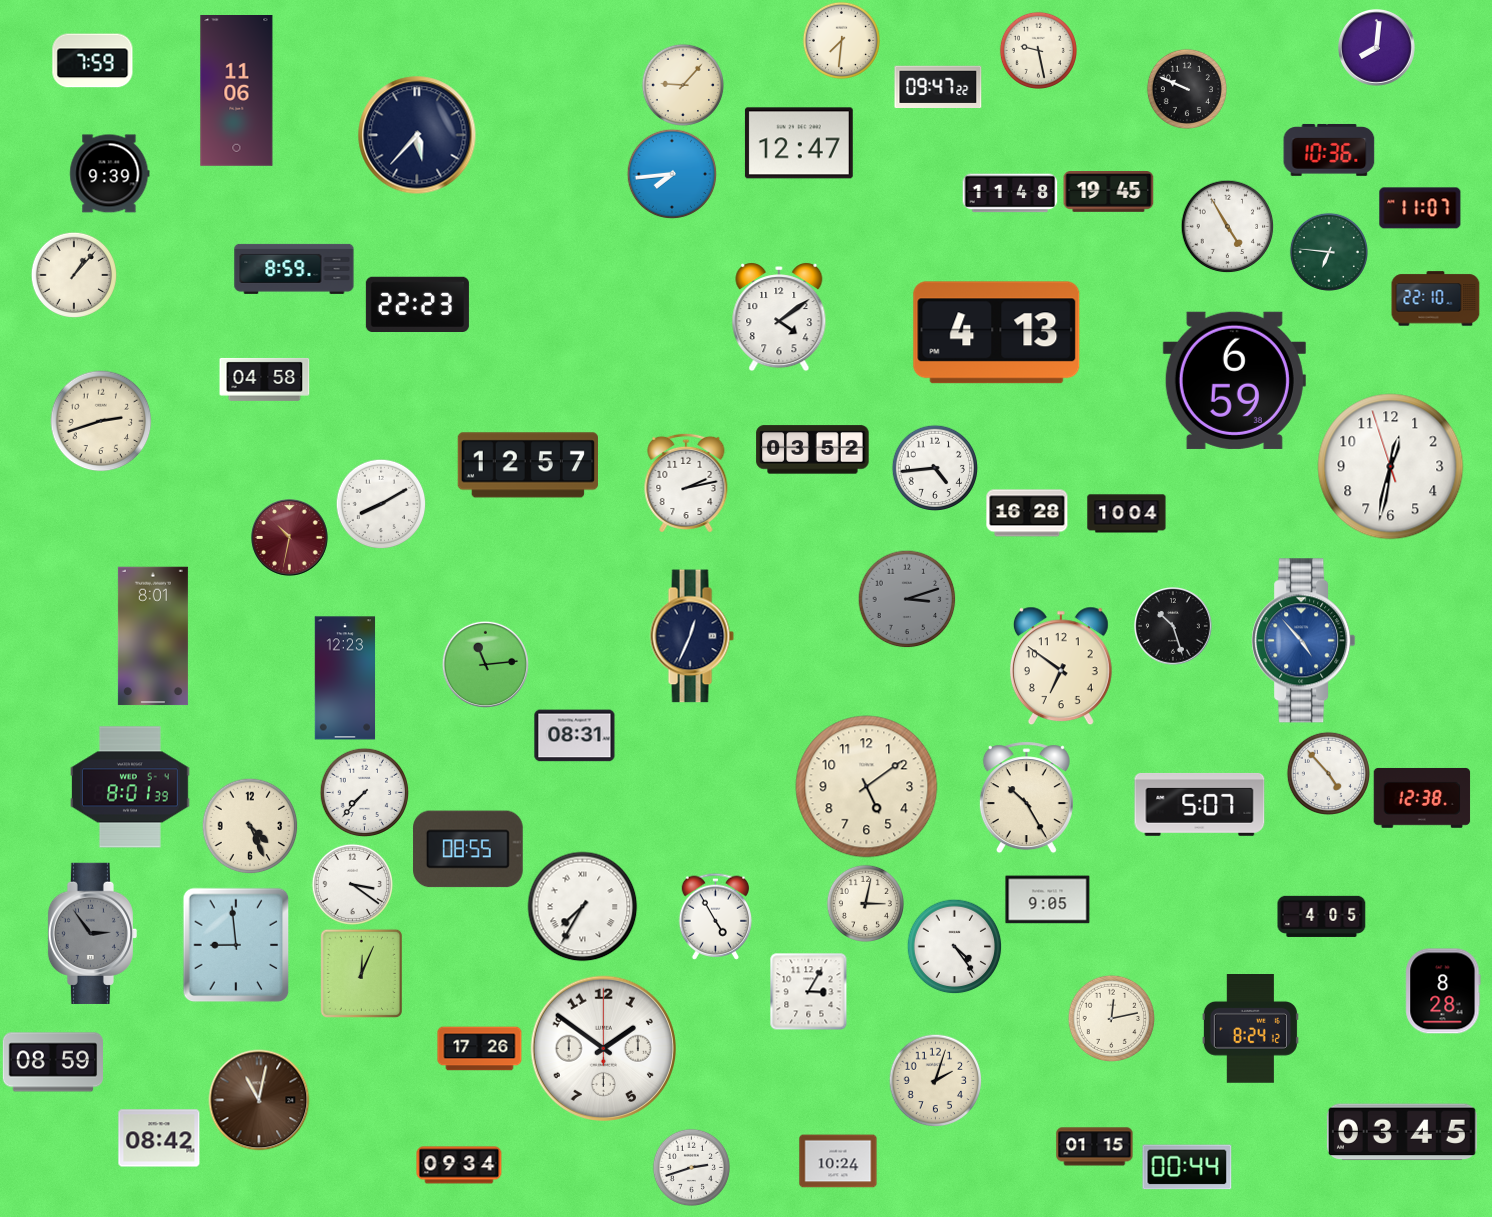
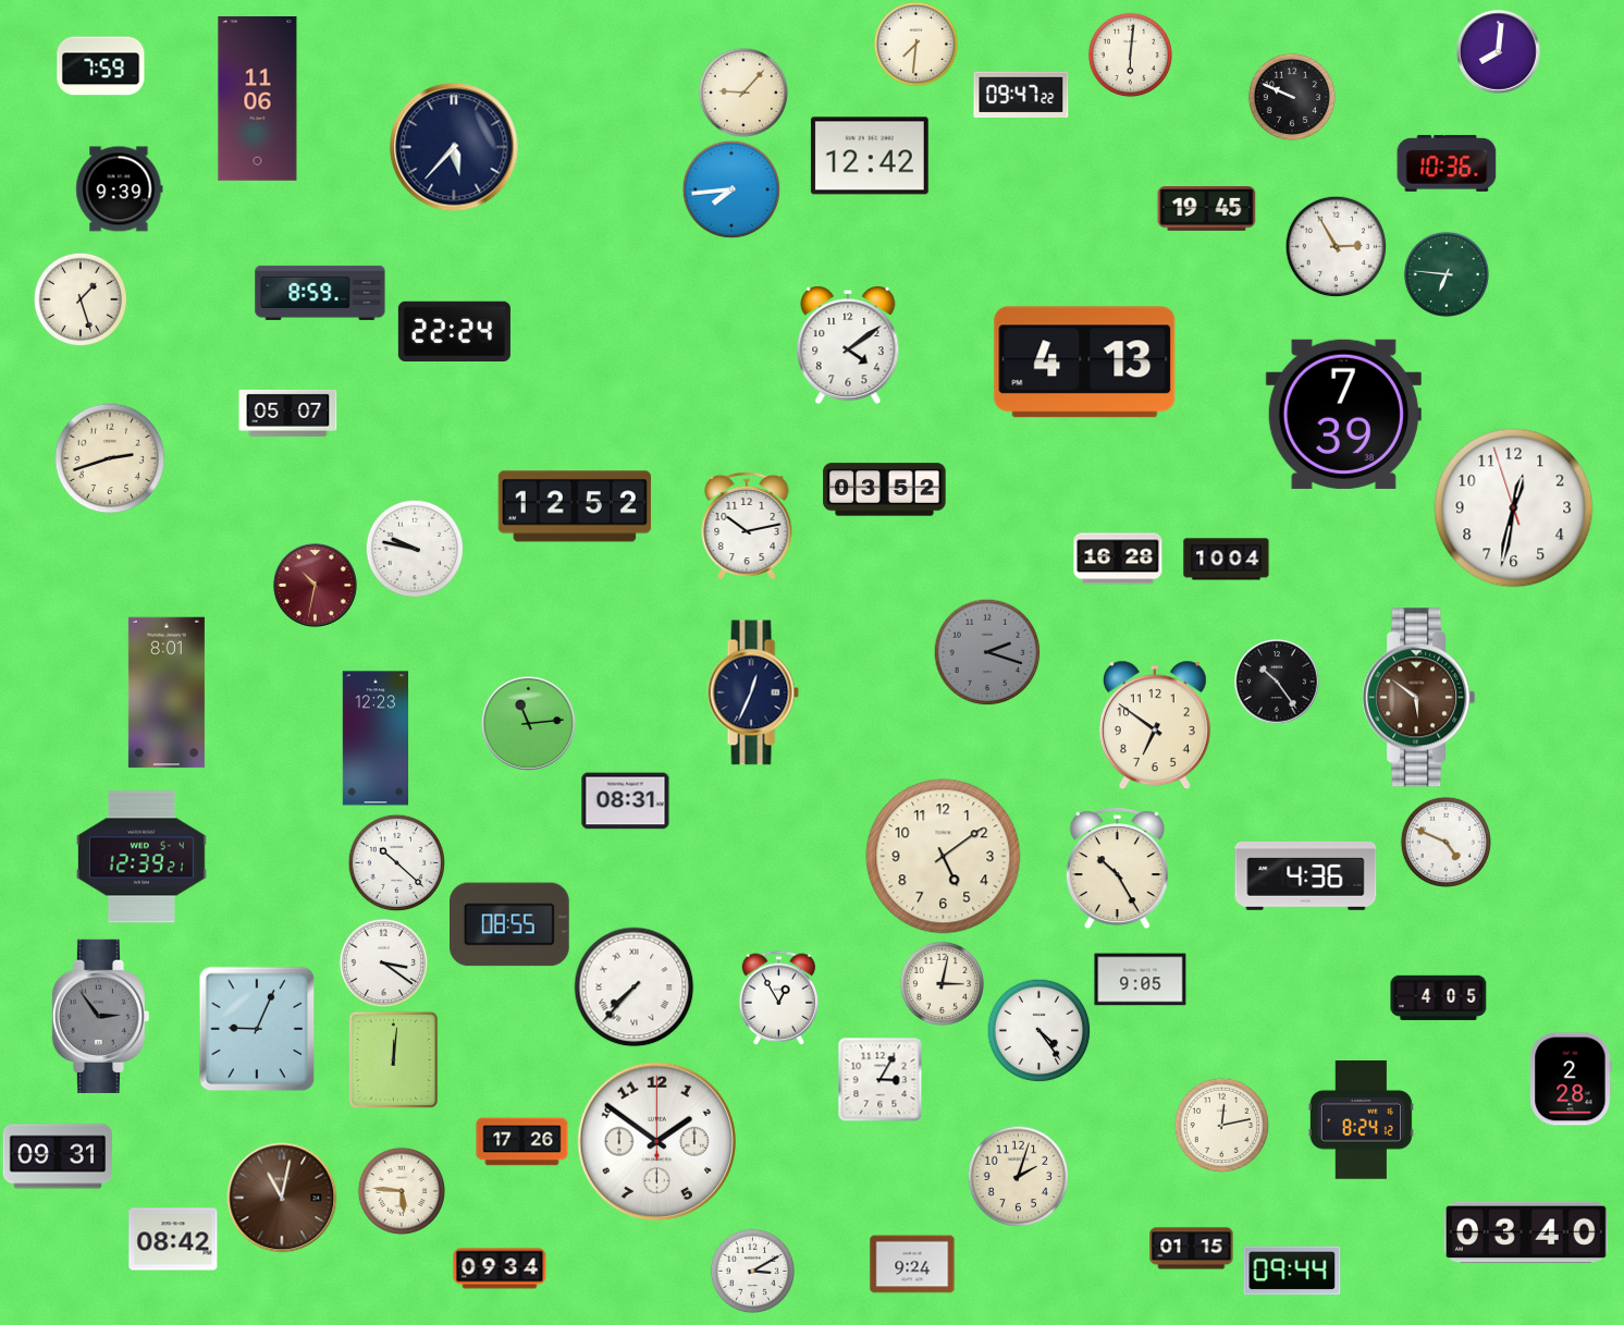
clock at (1038, 50): 9:28 -> 6:01
clock at (799, 143): 12:47 -> 12:42
clock at (1010, 193): 11:48 -> none
clock at (1420, 208): 11:07 -> none
clock at (1227, 226): 4:55 -> 2:55
clock at (73, 274): 1:07 -> 1:27
clock at (1436, 299): 22:10 -> none
clock at (417, 304): 22:23 -> 22:24
clock at (265, 379): 04:58 -> 05:07
clock at (1234, 380): 6:59 -> 7:39
clock at (528, 465): 12:57 -> 12:52
clock at (934, 467): 4:44 -> none
clock at (686, 482): 2:13 -> 10:13
clock at (381, 504): 8:10 -> 9:47
clock at (907, 599): 3:12 -> 2:18
clock at (1174, 627): 10:27 -> 10:24
clock at (1304, 641): 4:53 -> 5:51
clock at (1304, 641) dial: blue -> brown
clock at (1328, 773): 4:53 -> 4:49
clock at (131, 787): 8:01 -> 12:39
clock at (364, 792): 7:37 -> 10:22
clock at (1422, 798): 12:38 -> none
clock at (1200, 804): 5:07 -> 4:36
clock at (250, 826): 4:26 -> none
clock at (583, 907): 7:35 -> 7:37
clock at (716, 916): 4:55 -> 12:55
clock at (236, 945): 8:59 -> 9:04
clock at (361, 973): 12:04 -> 12:01
clock at (1443, 991): 8:28 -> 2:28
clock at (1111, 1018) position: (1111, 1018) -> (1221, 1125)
clock at (52, 1062): 08:59 -> 09:31
clock at (402, 1191): none -> 5:46
clock at (1402, 1132): 03:45 -> 03:40
clock at (838, 1161): 10:24 -> 9:24
clock at (691, 1167): 2:42 -> 3:10
clock at (1187, 1167): 00:44 -> 09:44
